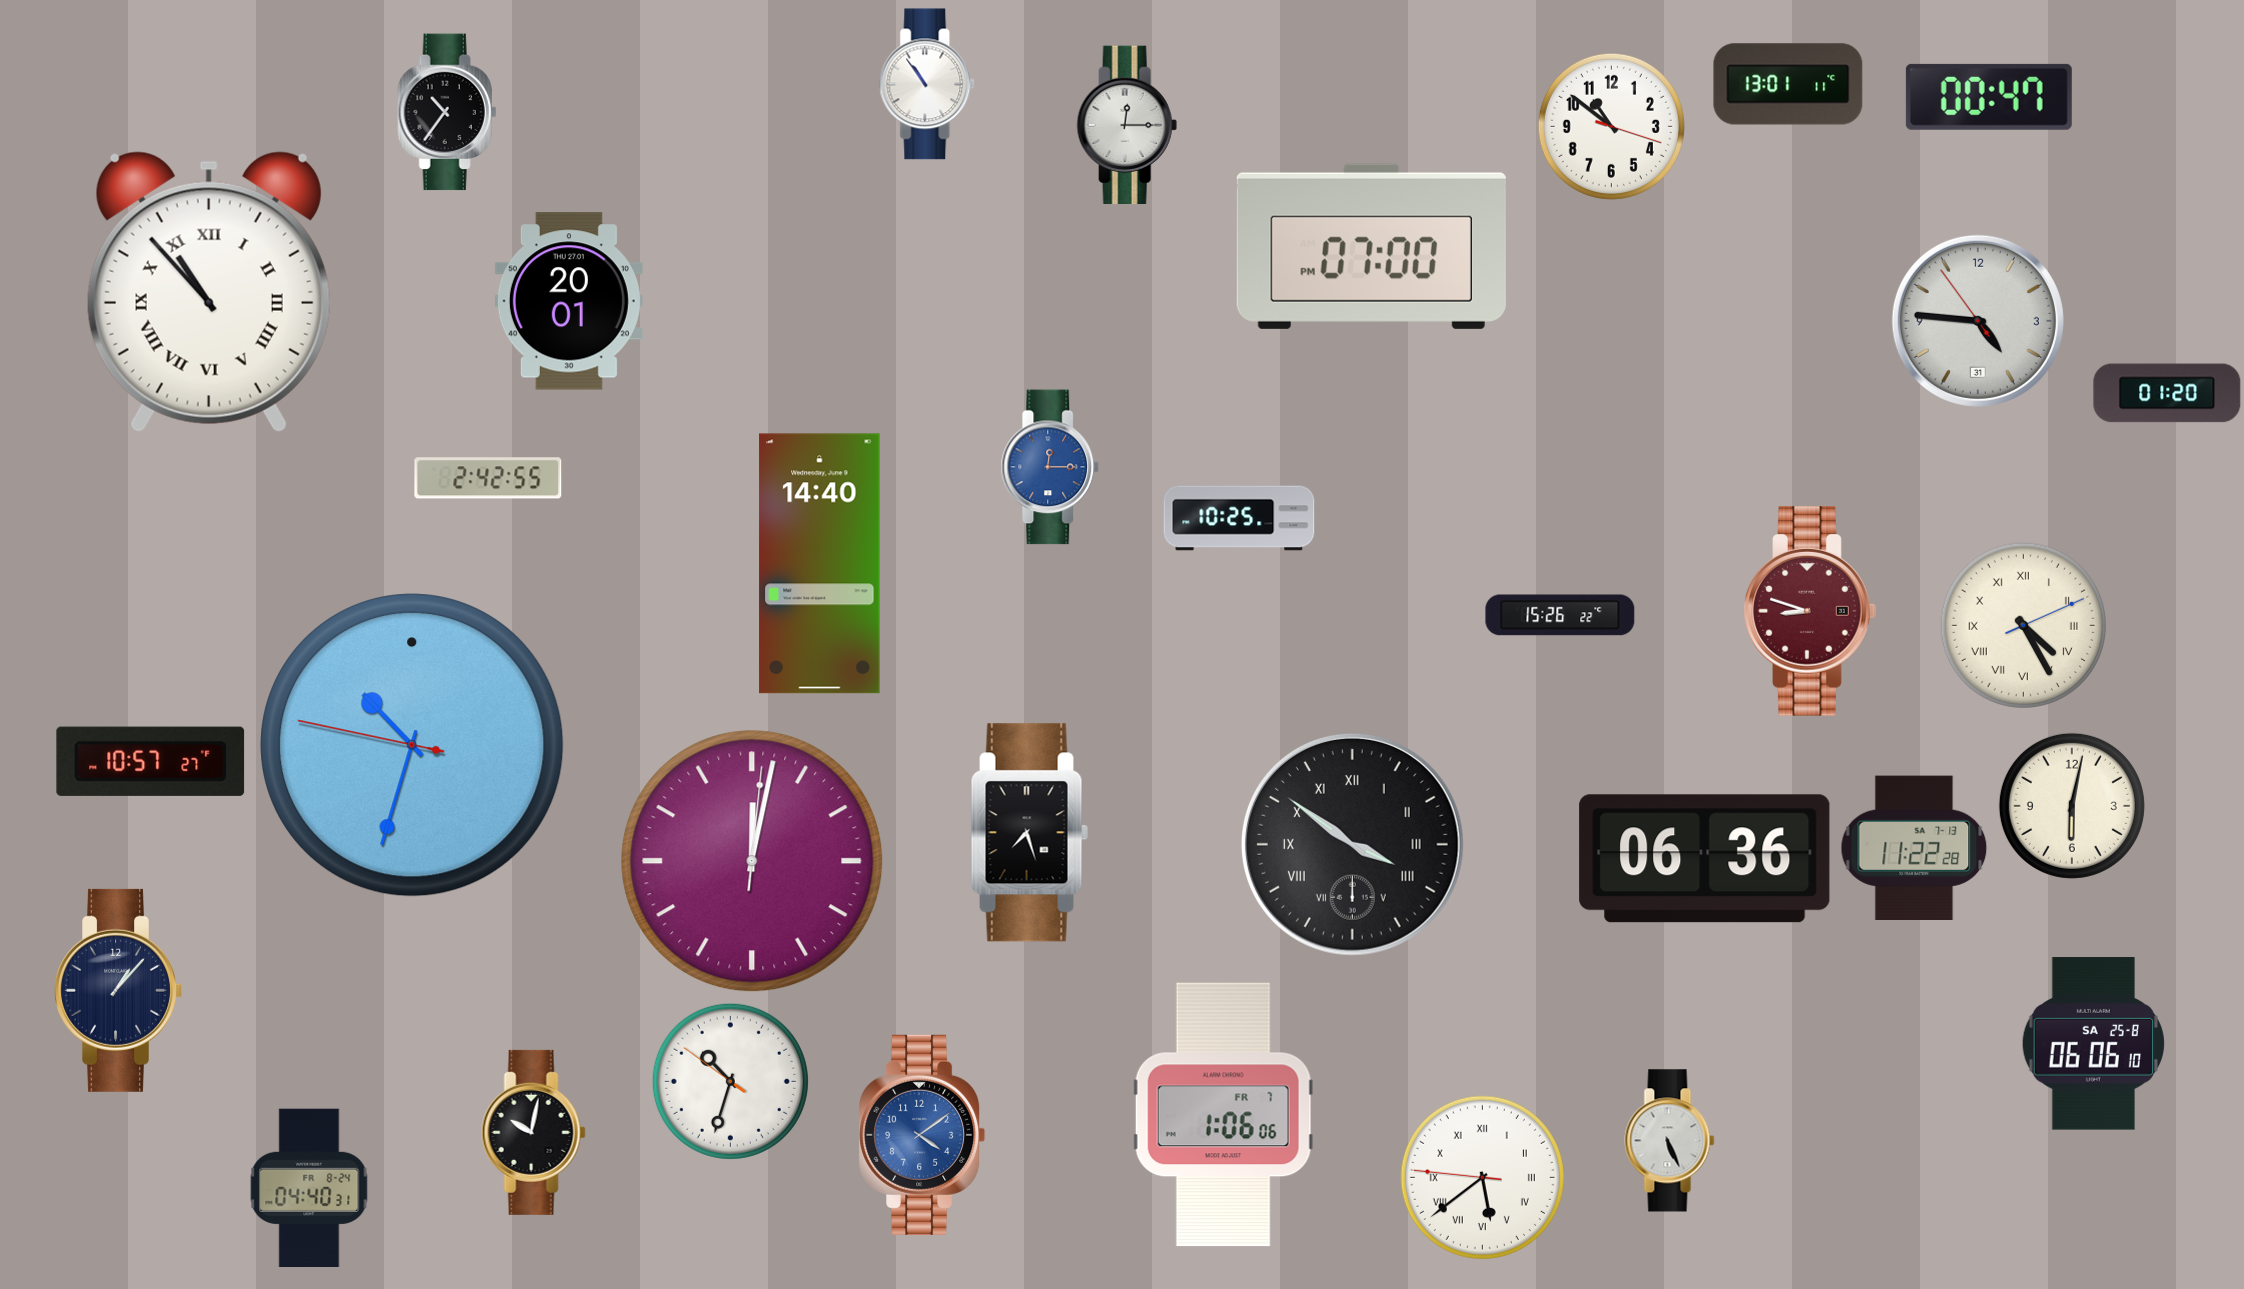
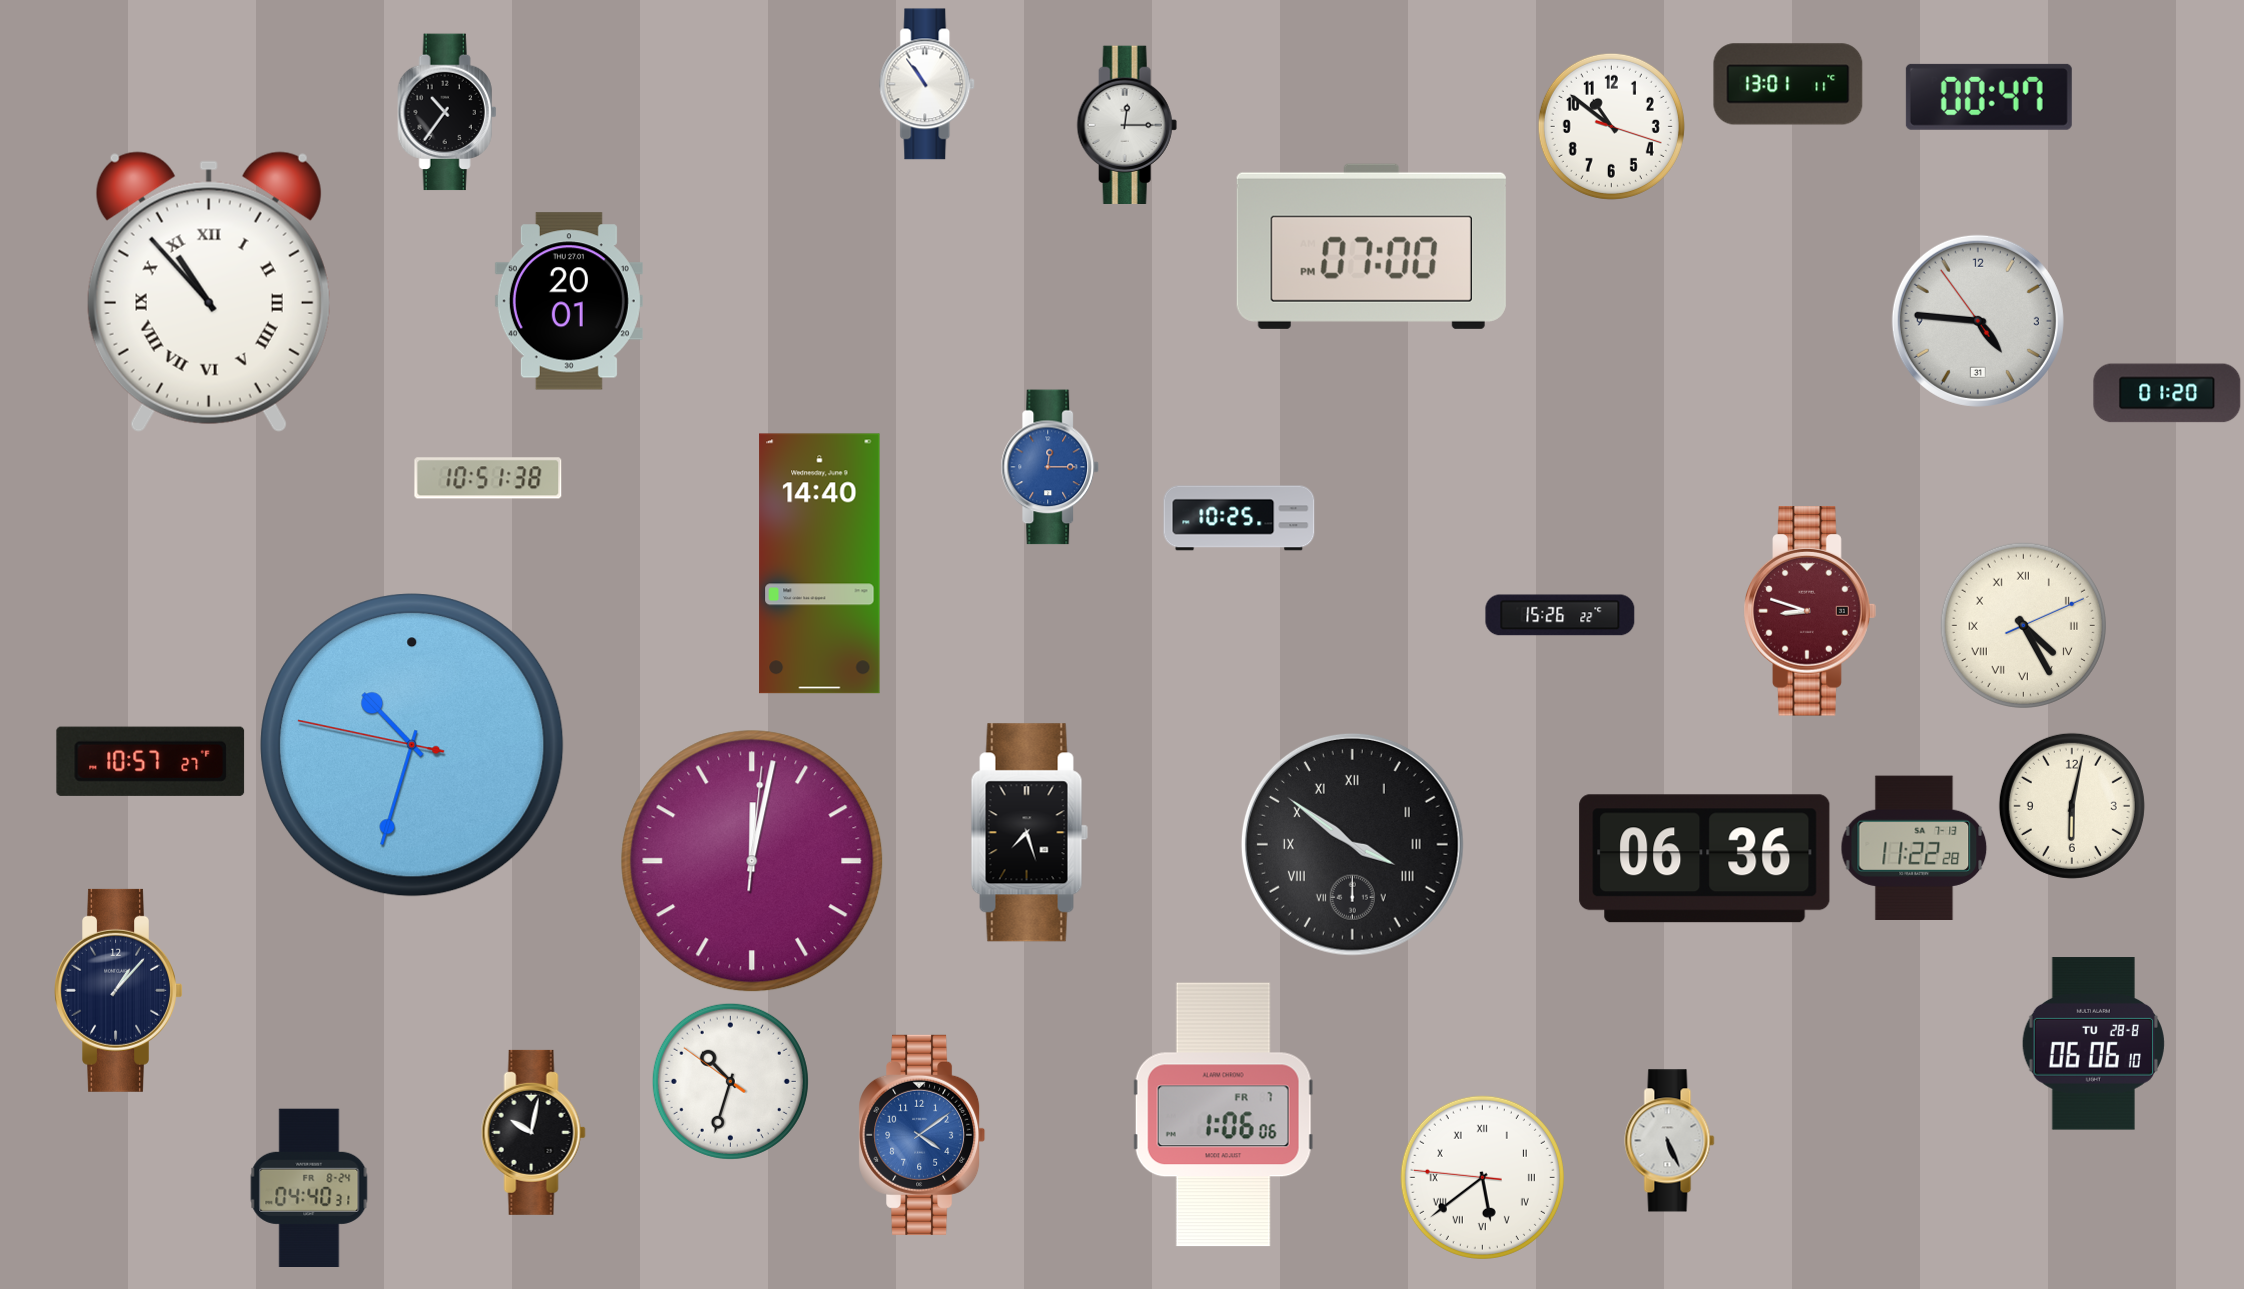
clock at (488, 478): 2:42 -> 10:51
clock at (2093, 1044) date: SA 25-8 -> TU 28-8
